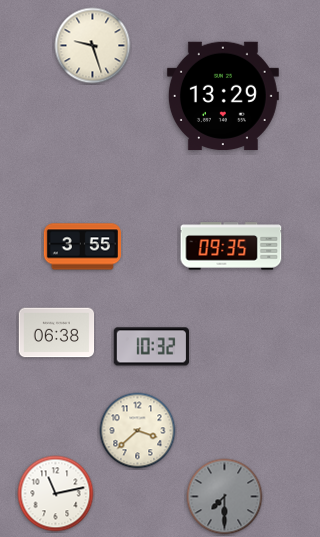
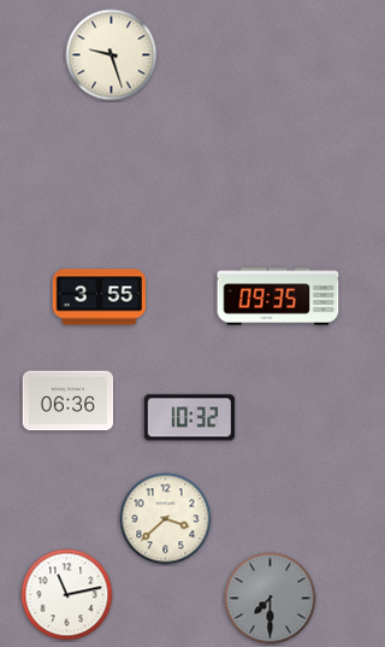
clock at (223, 96): 13:29 -> none
clock at (57, 333): 06:38 -> 06:36
clock at (151, 347) position: (151, 347) -> (189, 418)
